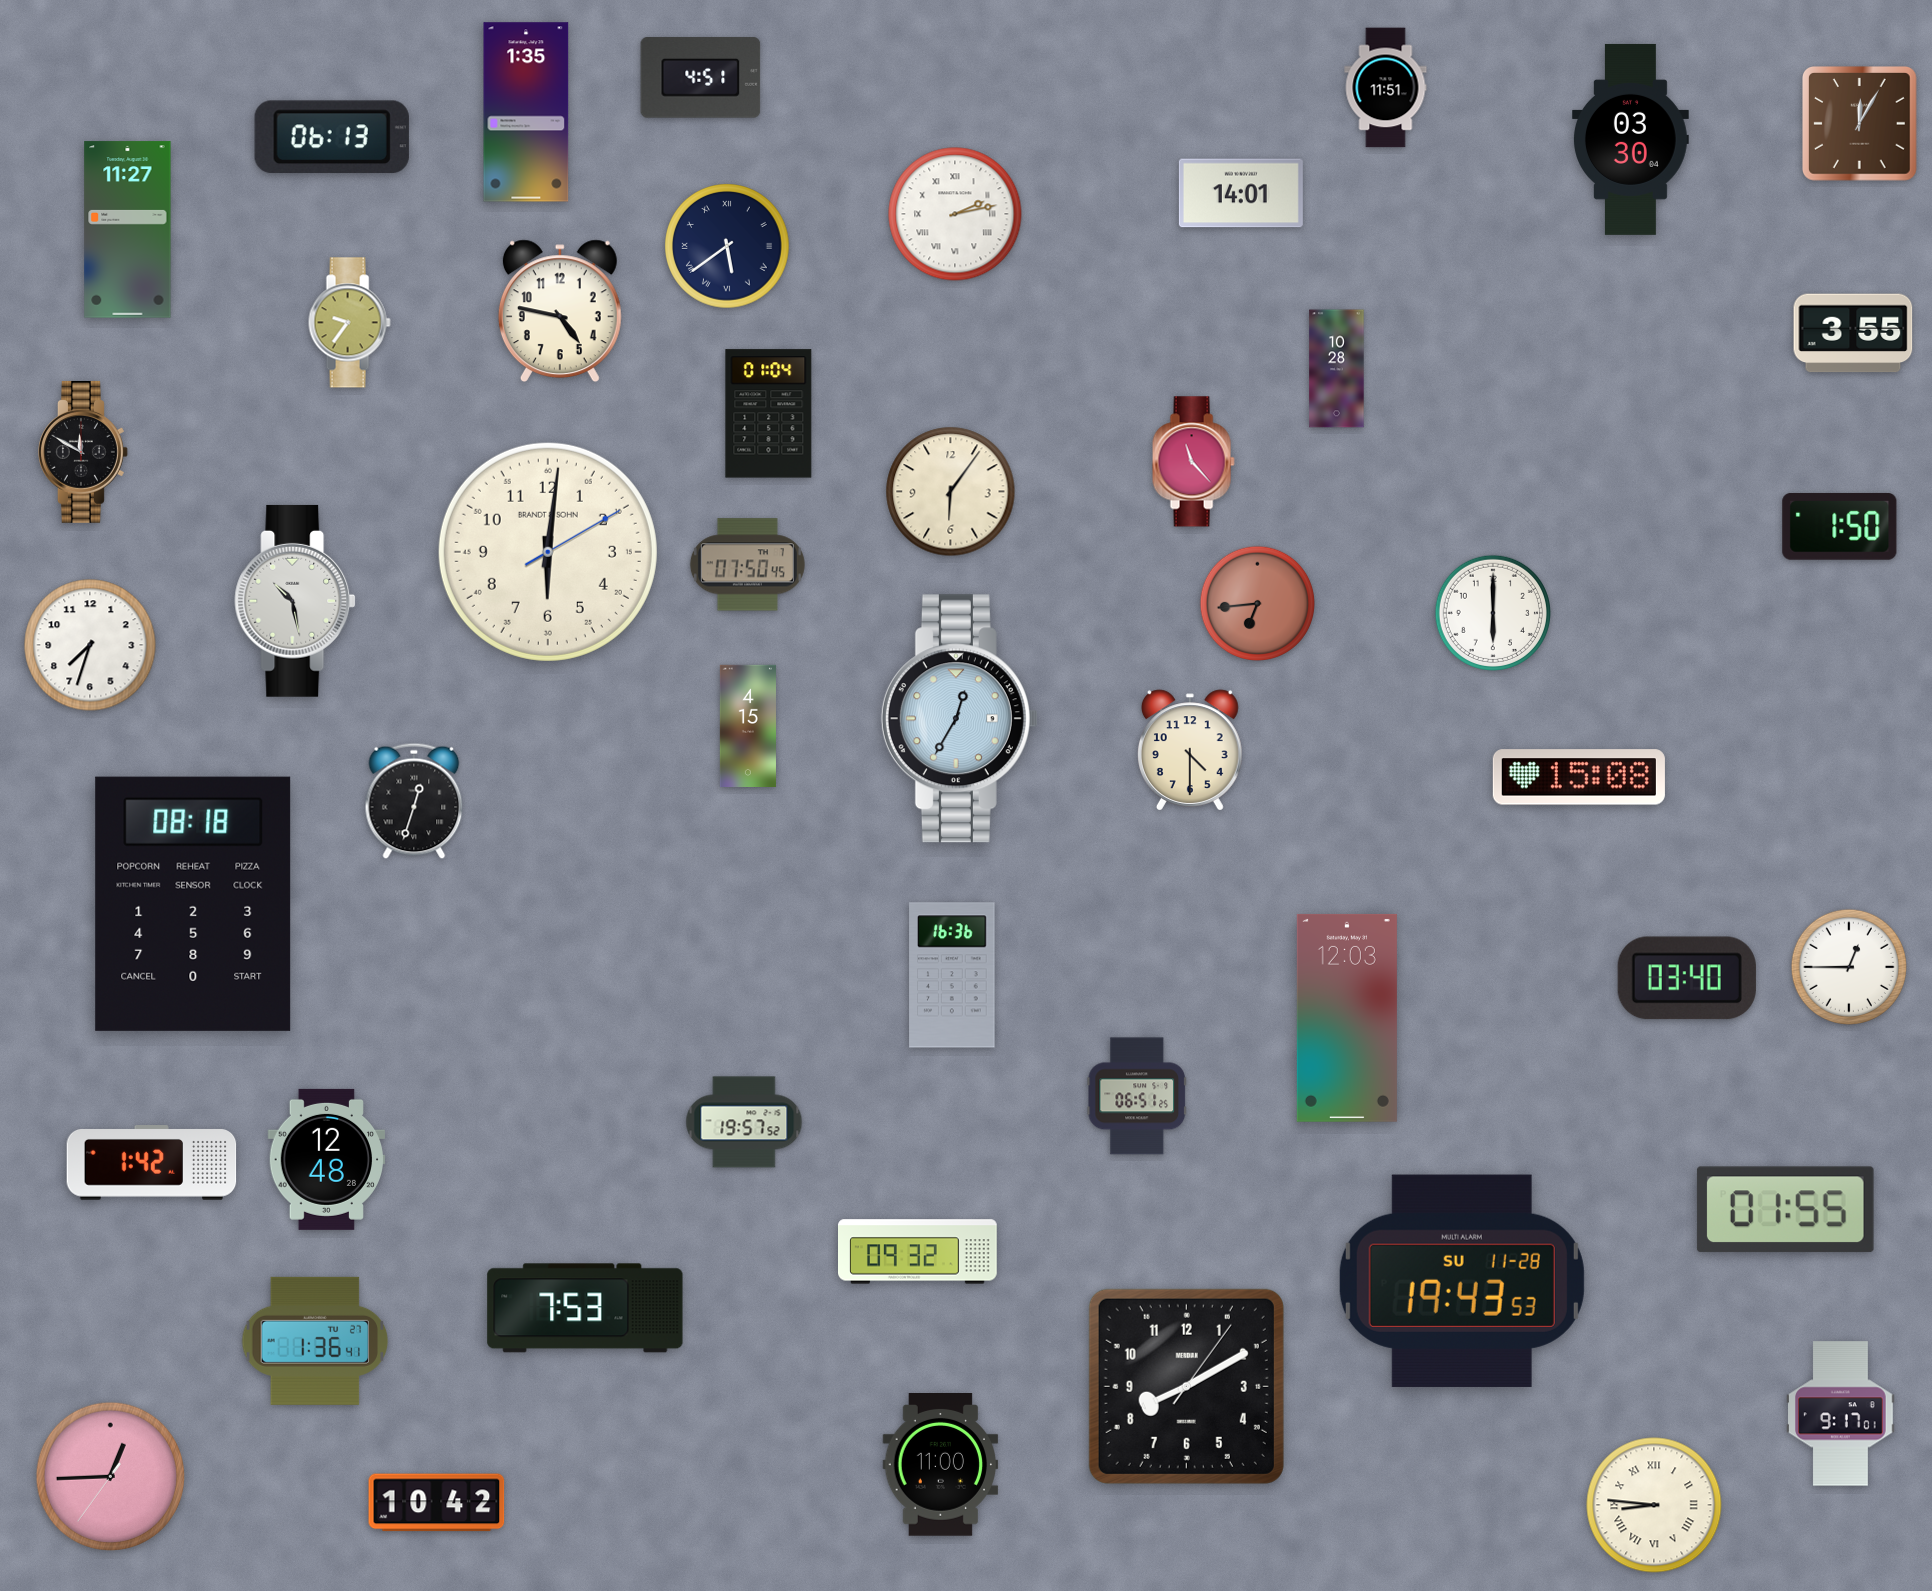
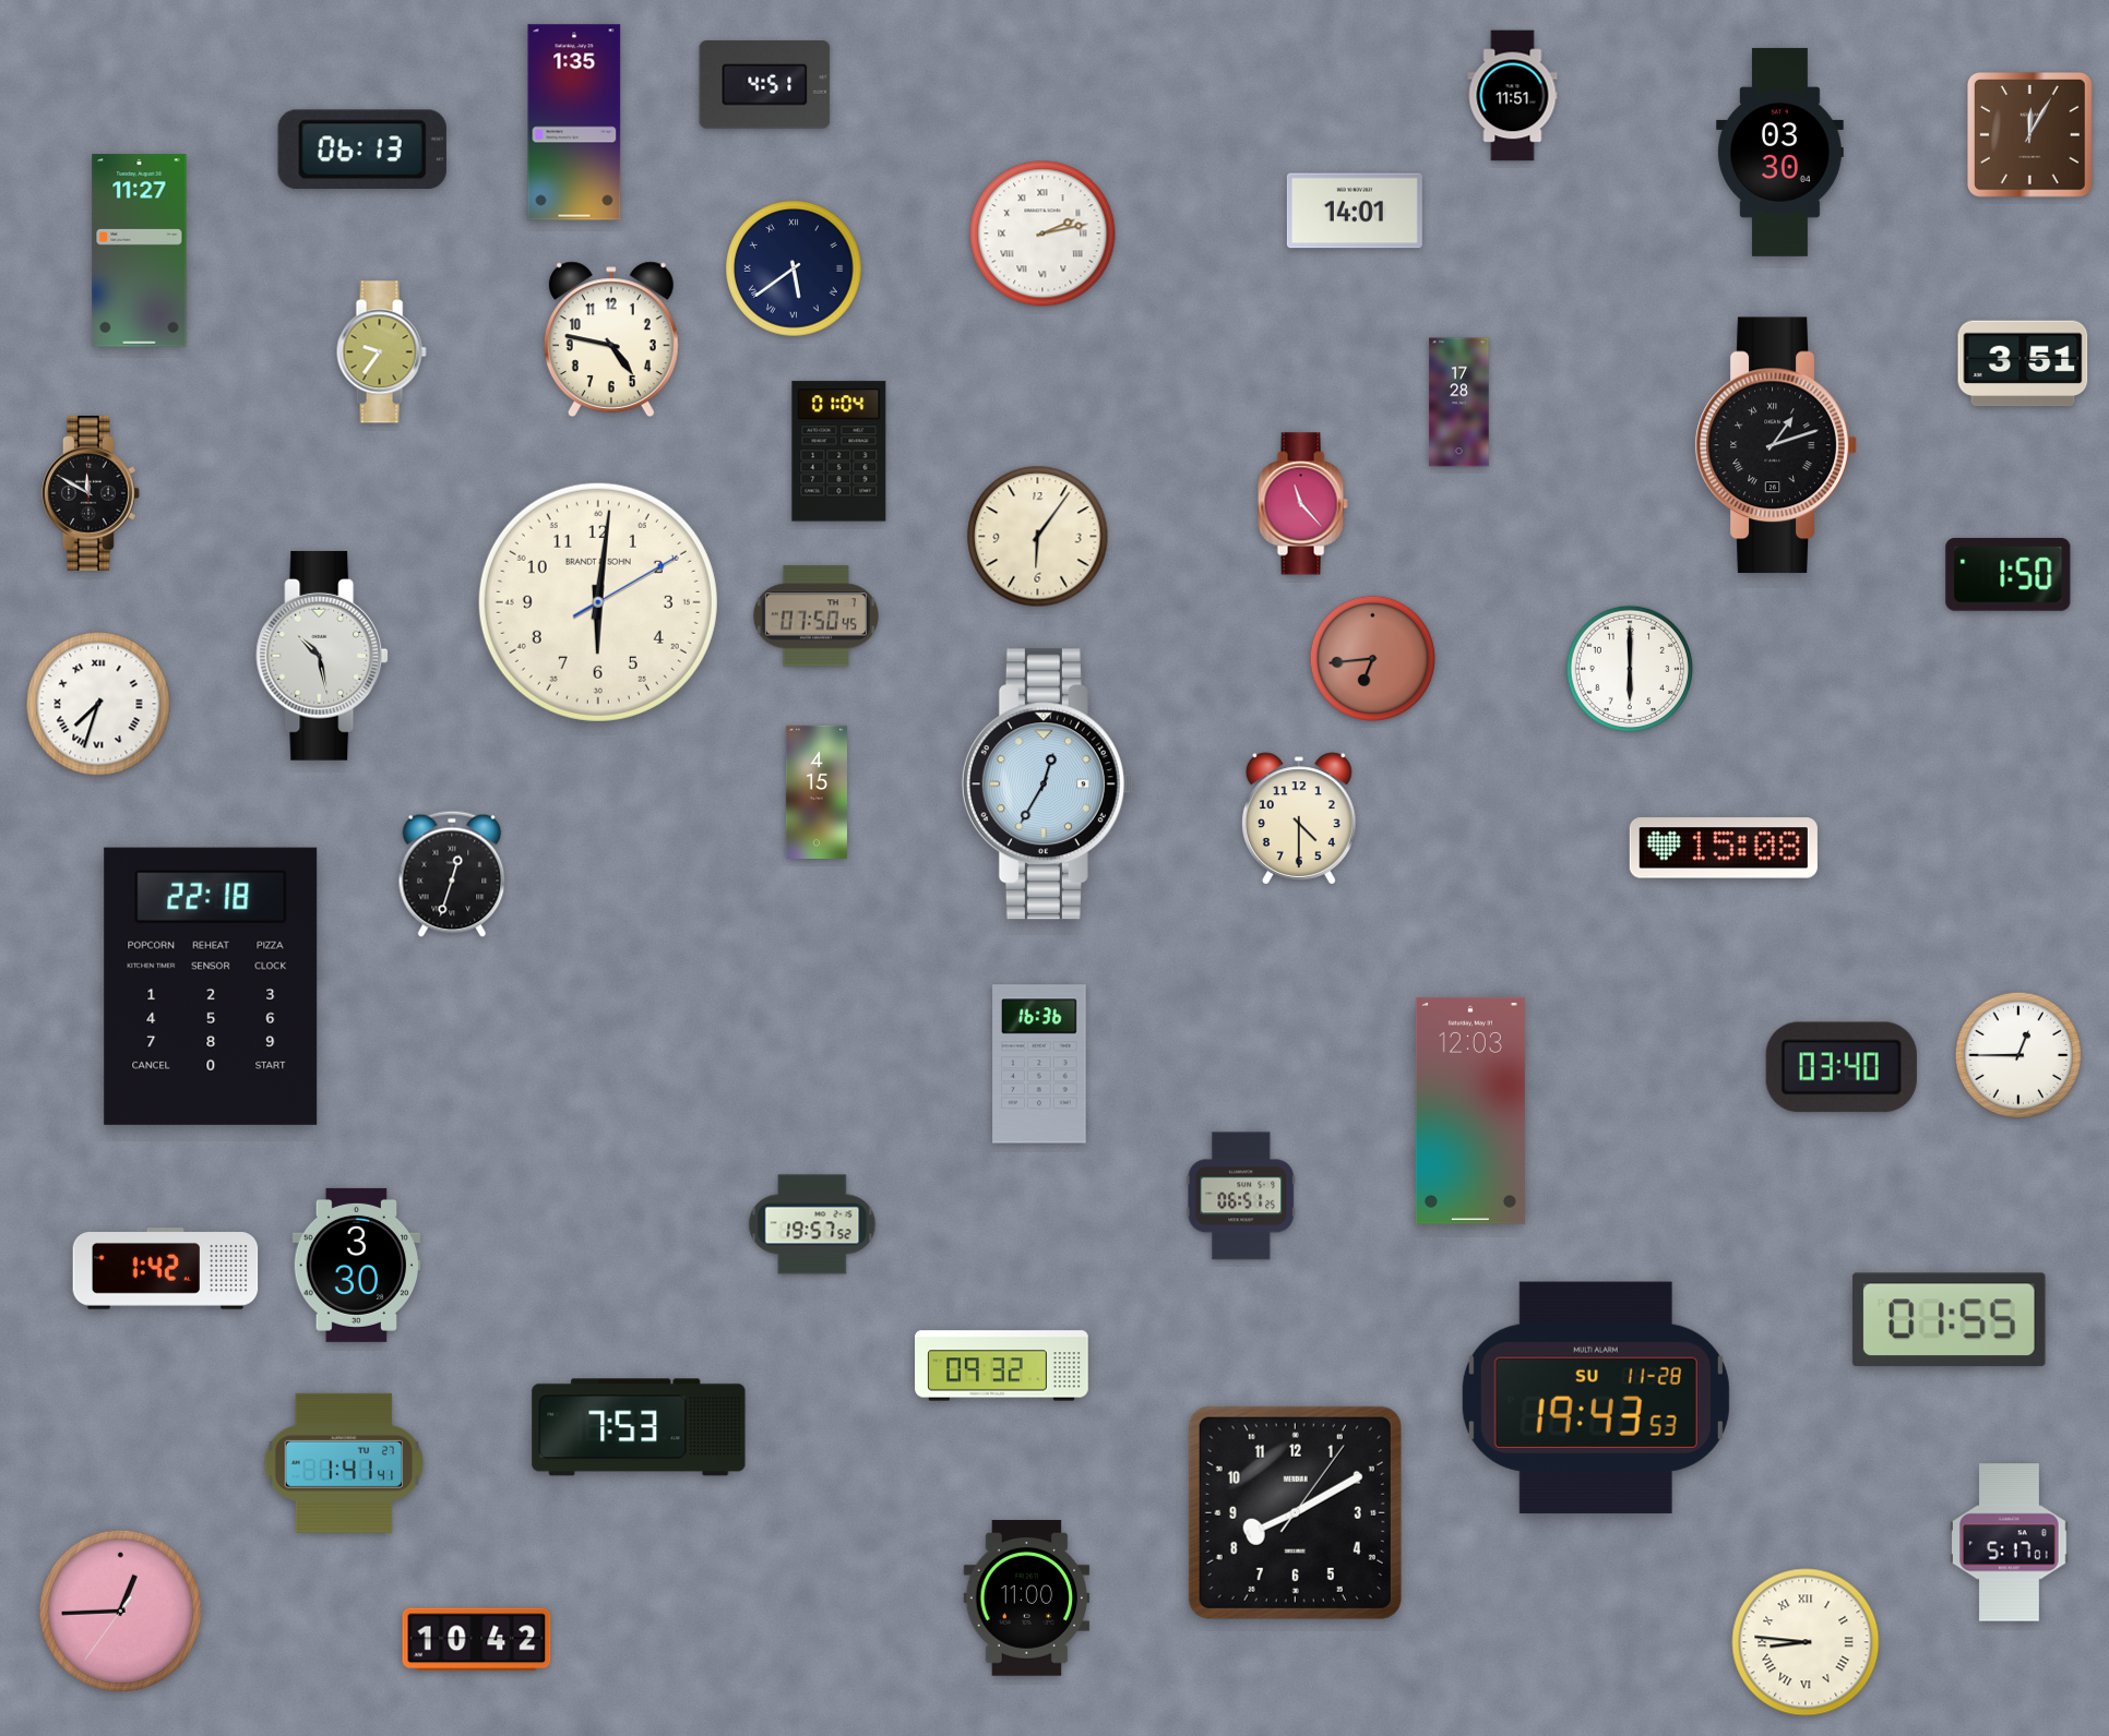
clock at (1853, 333): 3:55 -> 3:51
clock at (1337, 369): 10:28 -> 17:28
clock at (1776, 445): none -> 1:12
clock at (90, 645) numerals: Arabic -> Roman
clock at (193, 904): 08:18 -> 22:18
clock at (327, 1159): 12:48 -> 3:30
clock at (315, 1341): 1:36 -> 1:41
clock at (1841, 1414): 9:17 -> 5:17
